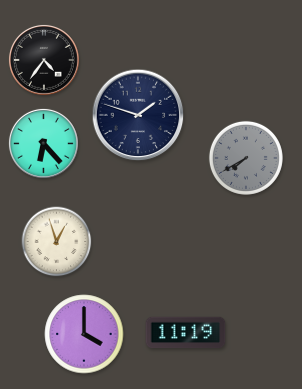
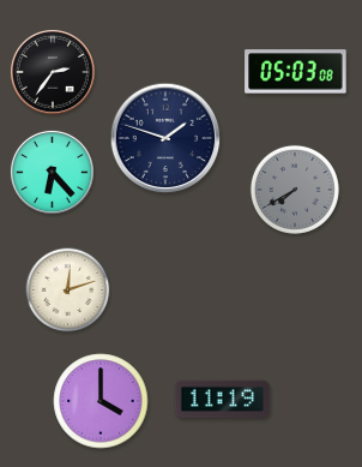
clock at (44, 60): 4:36 -> 2:36
clock at (296, 72): none -> 05:03
clock at (57, 242): 12:57 -> 12:12
